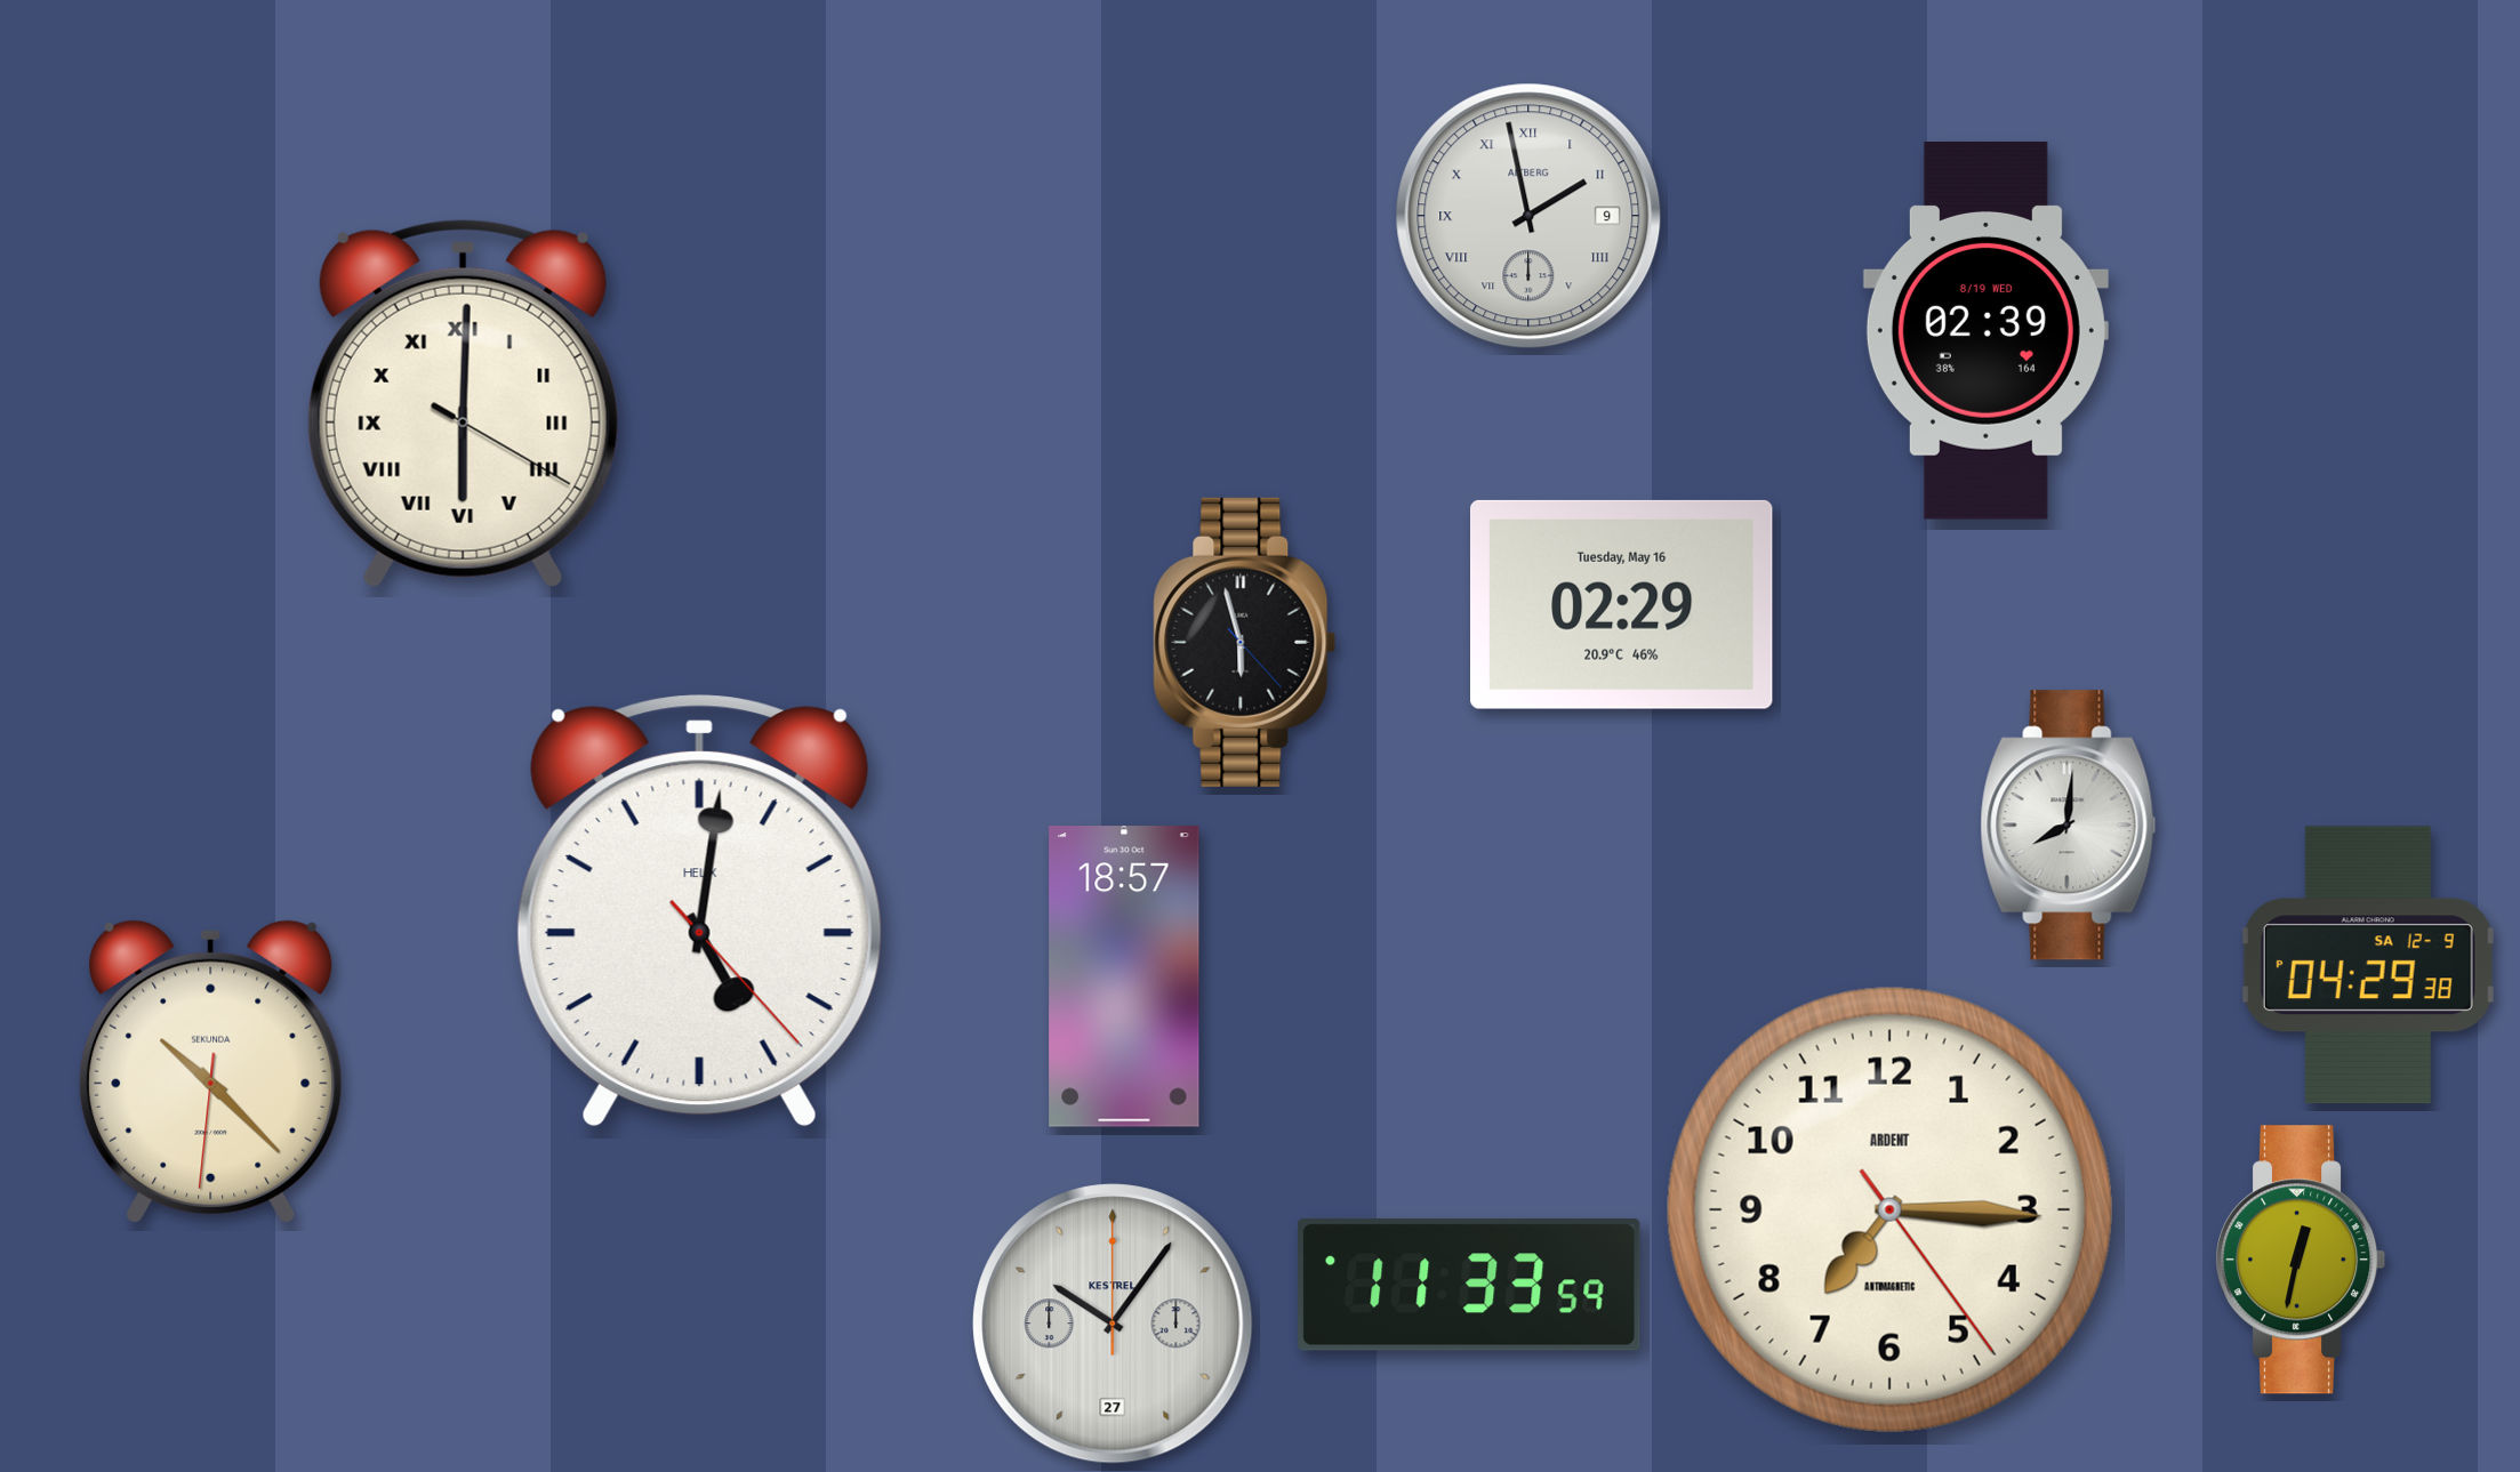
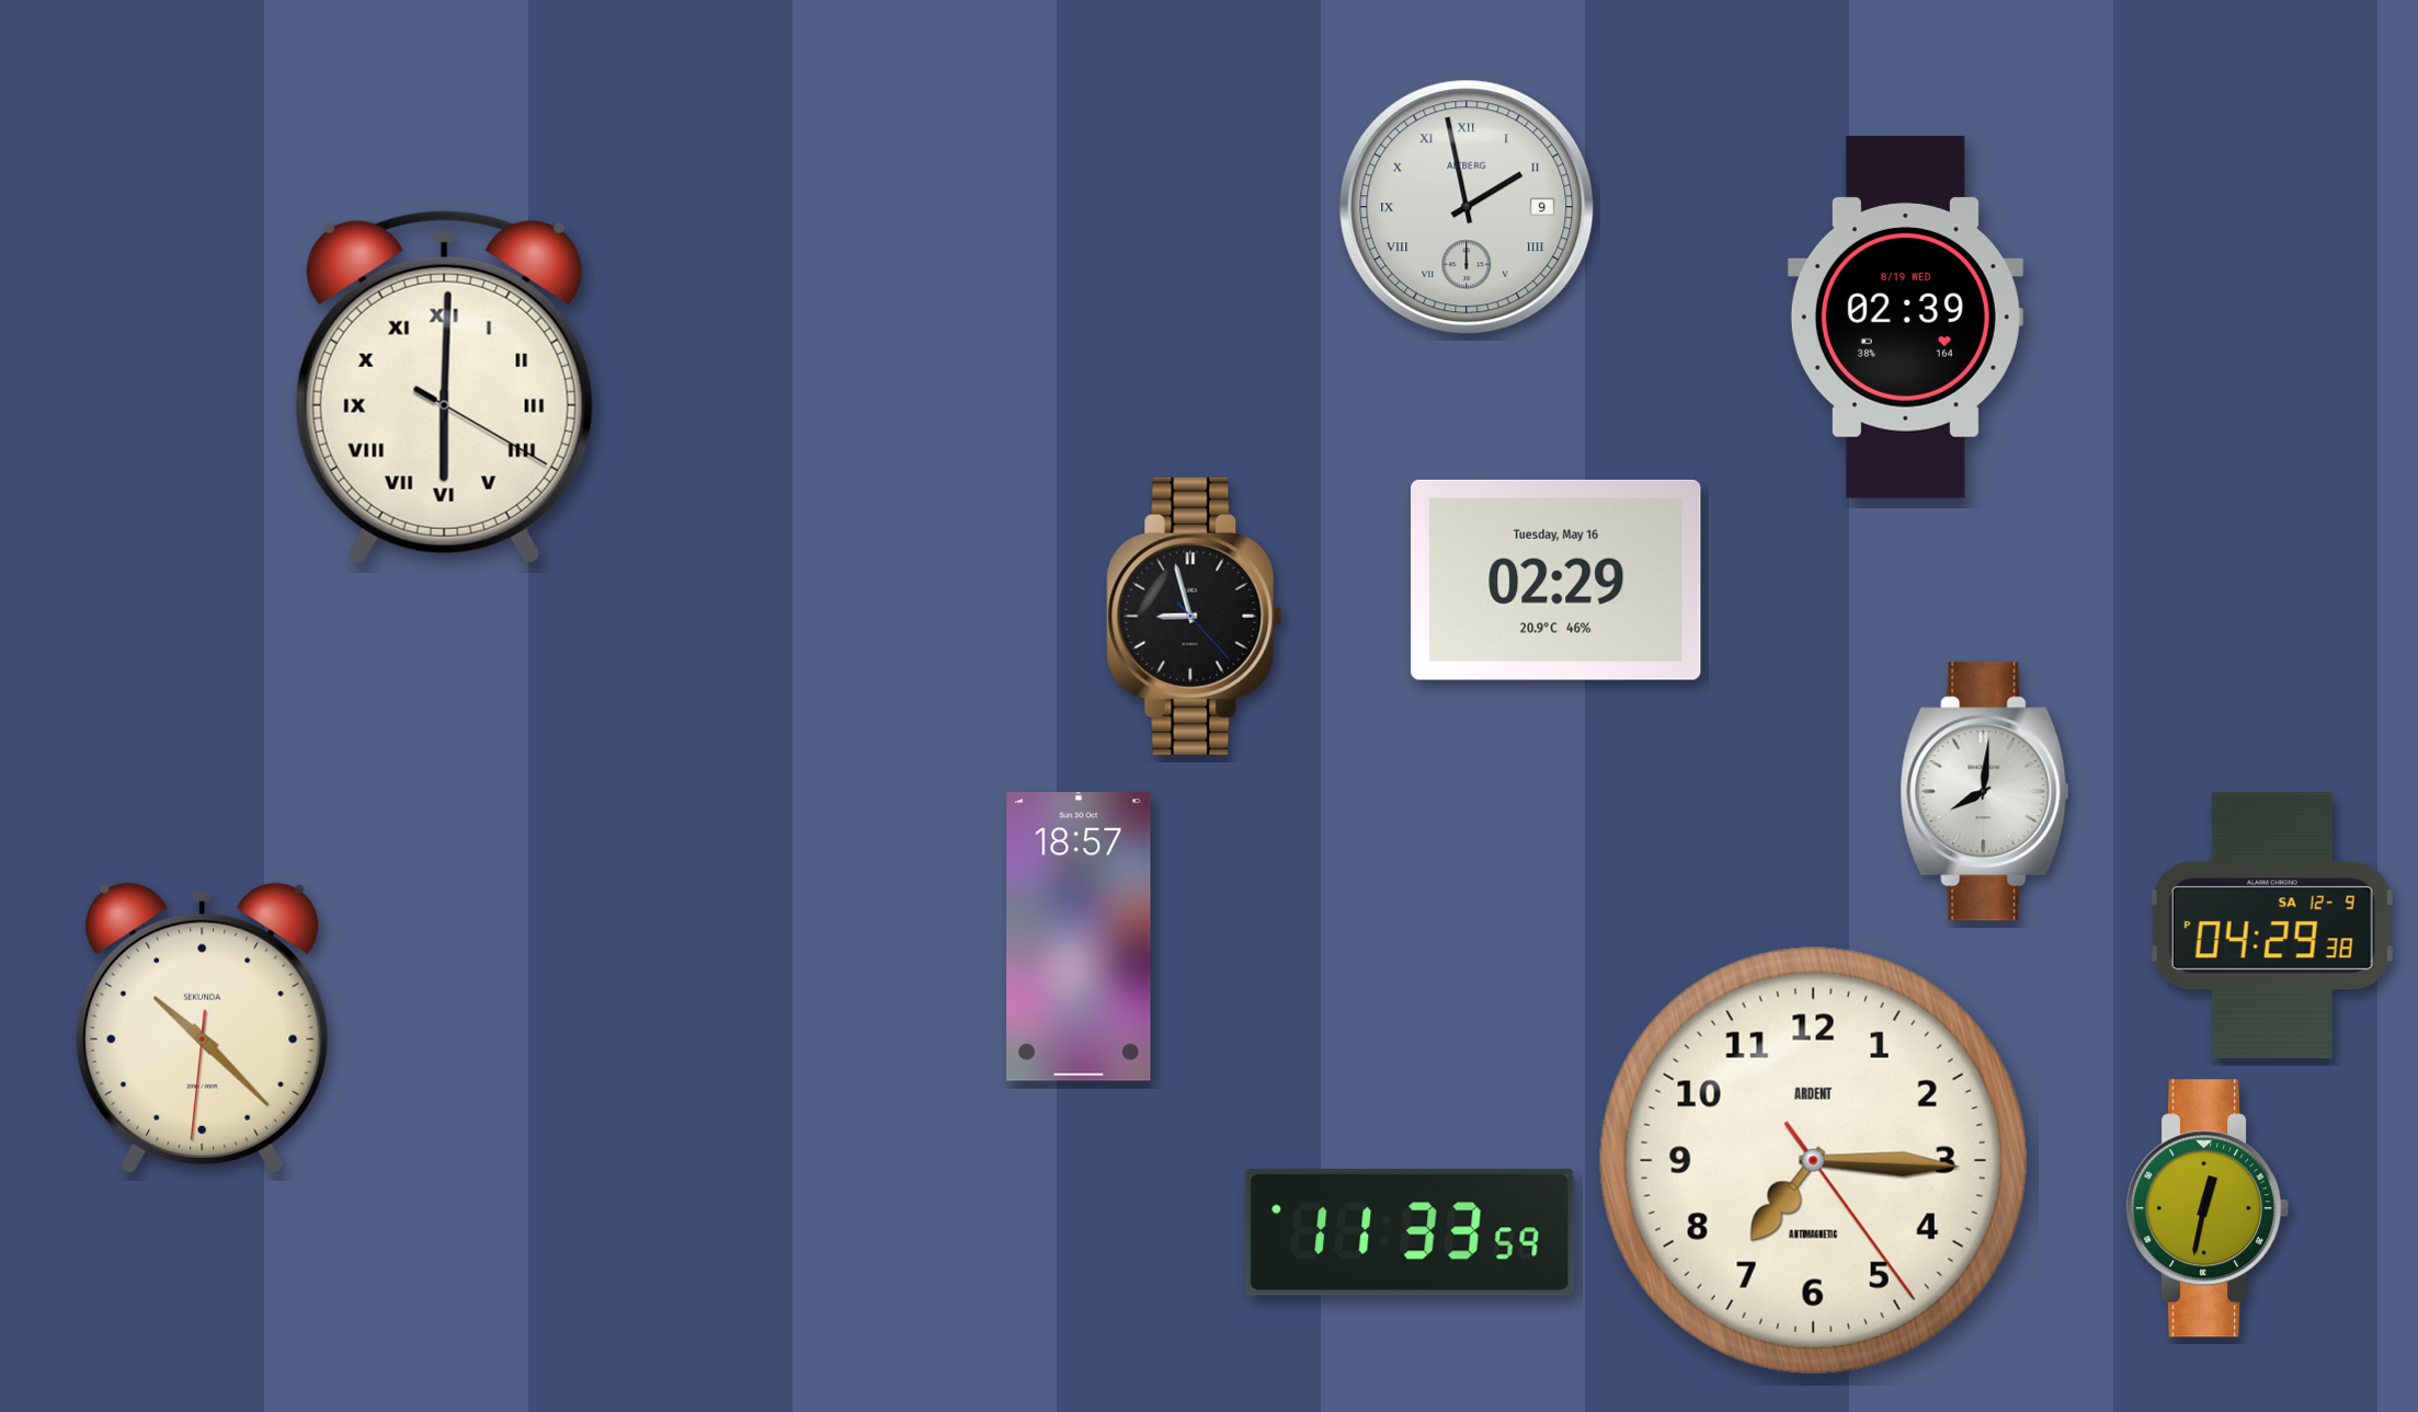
clock at (1245, 642): 5:57 -> 8:57
clock at (699, 911): 5:01 -> none
clock at (1113, 1324): 10:06 -> none
